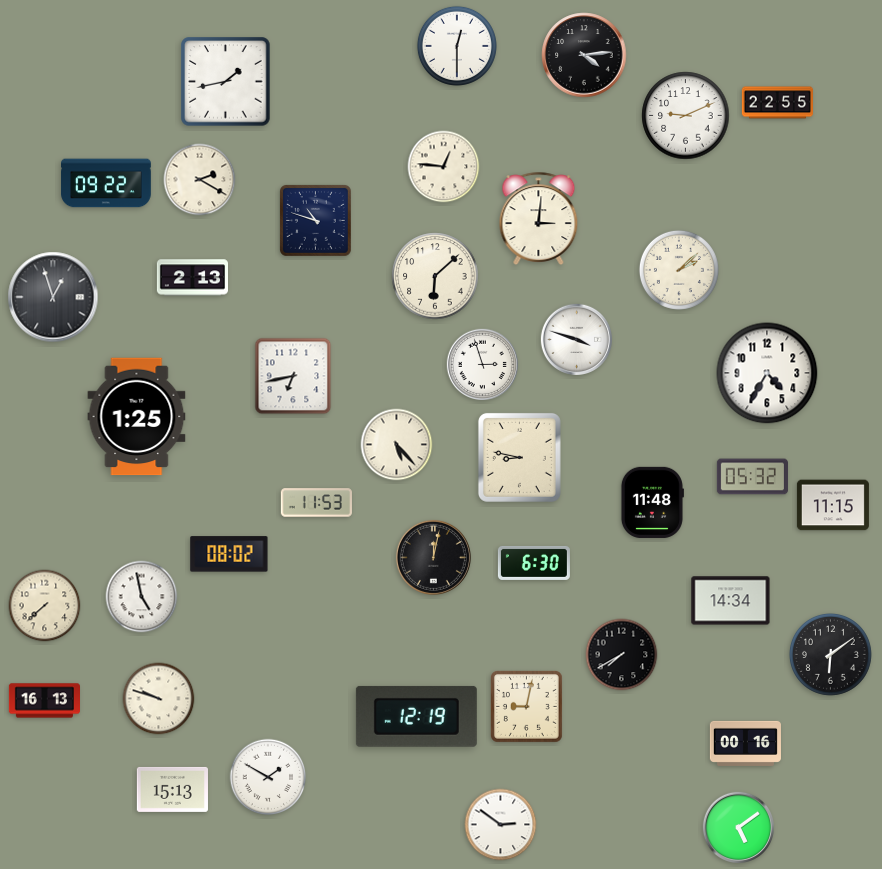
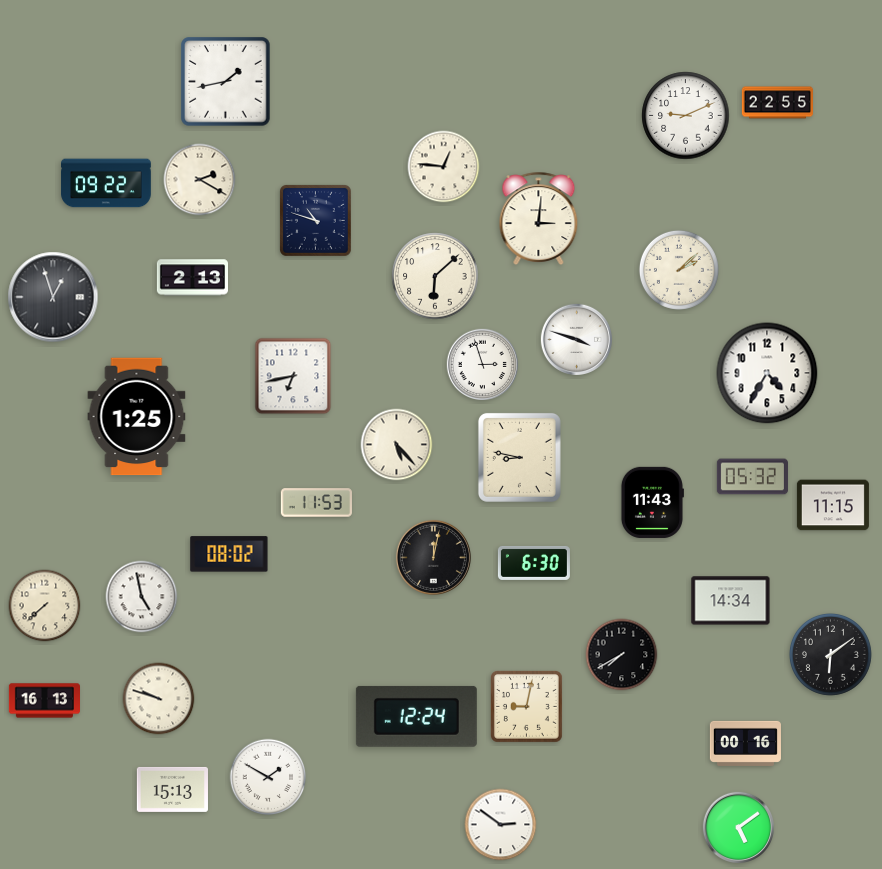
clock at (457, 46): 12:30 -> none
clock at (584, 55): 4:14 -> none
clock at (652, 502): 11:48 -> 11:43
clock at (416, 716): 12:19 -> 12:24
